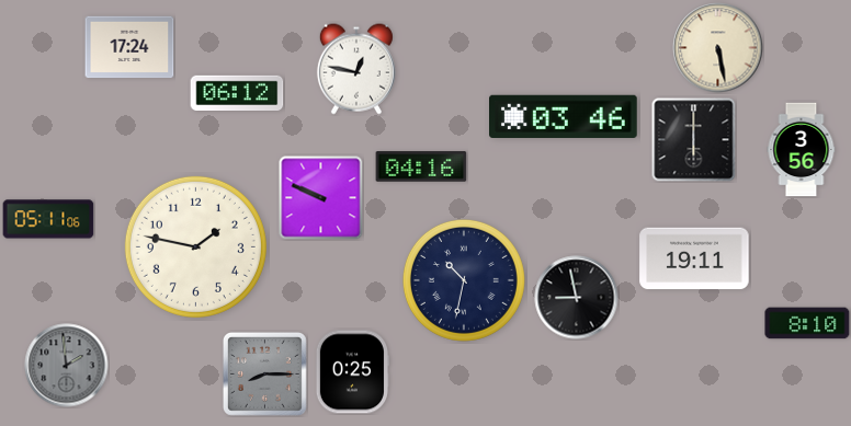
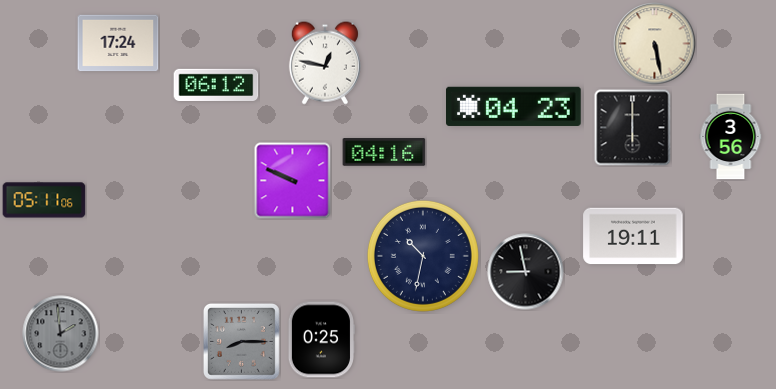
clock at (564, 116): 03:46 -> 04:23
clock at (195, 246): 1:47 -> none
clock at (807, 323): 8:10 -> none
